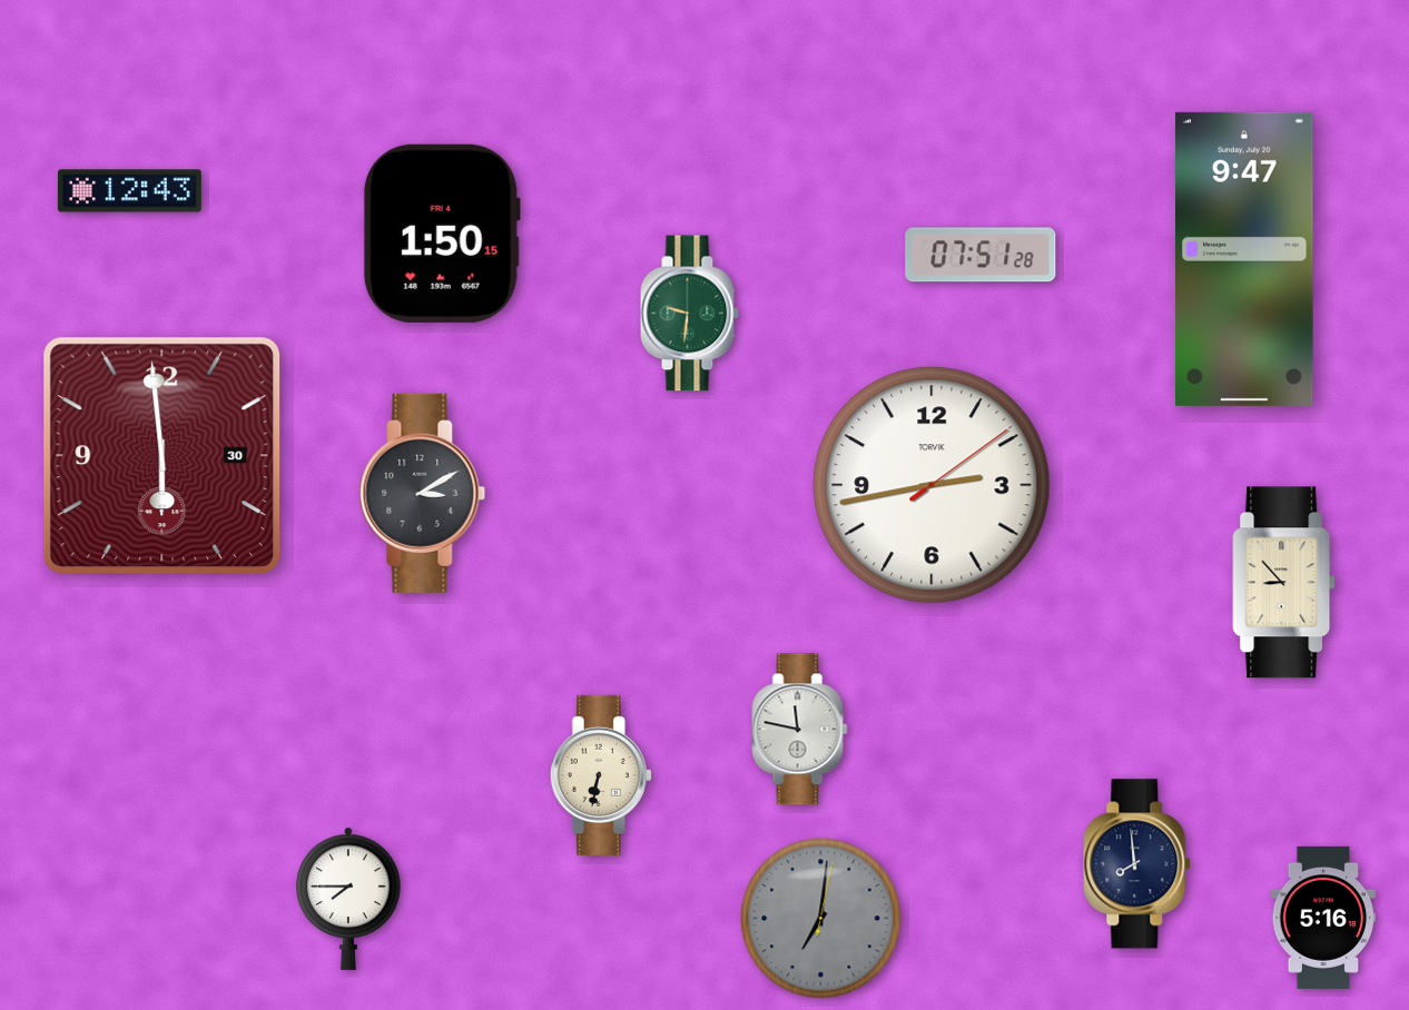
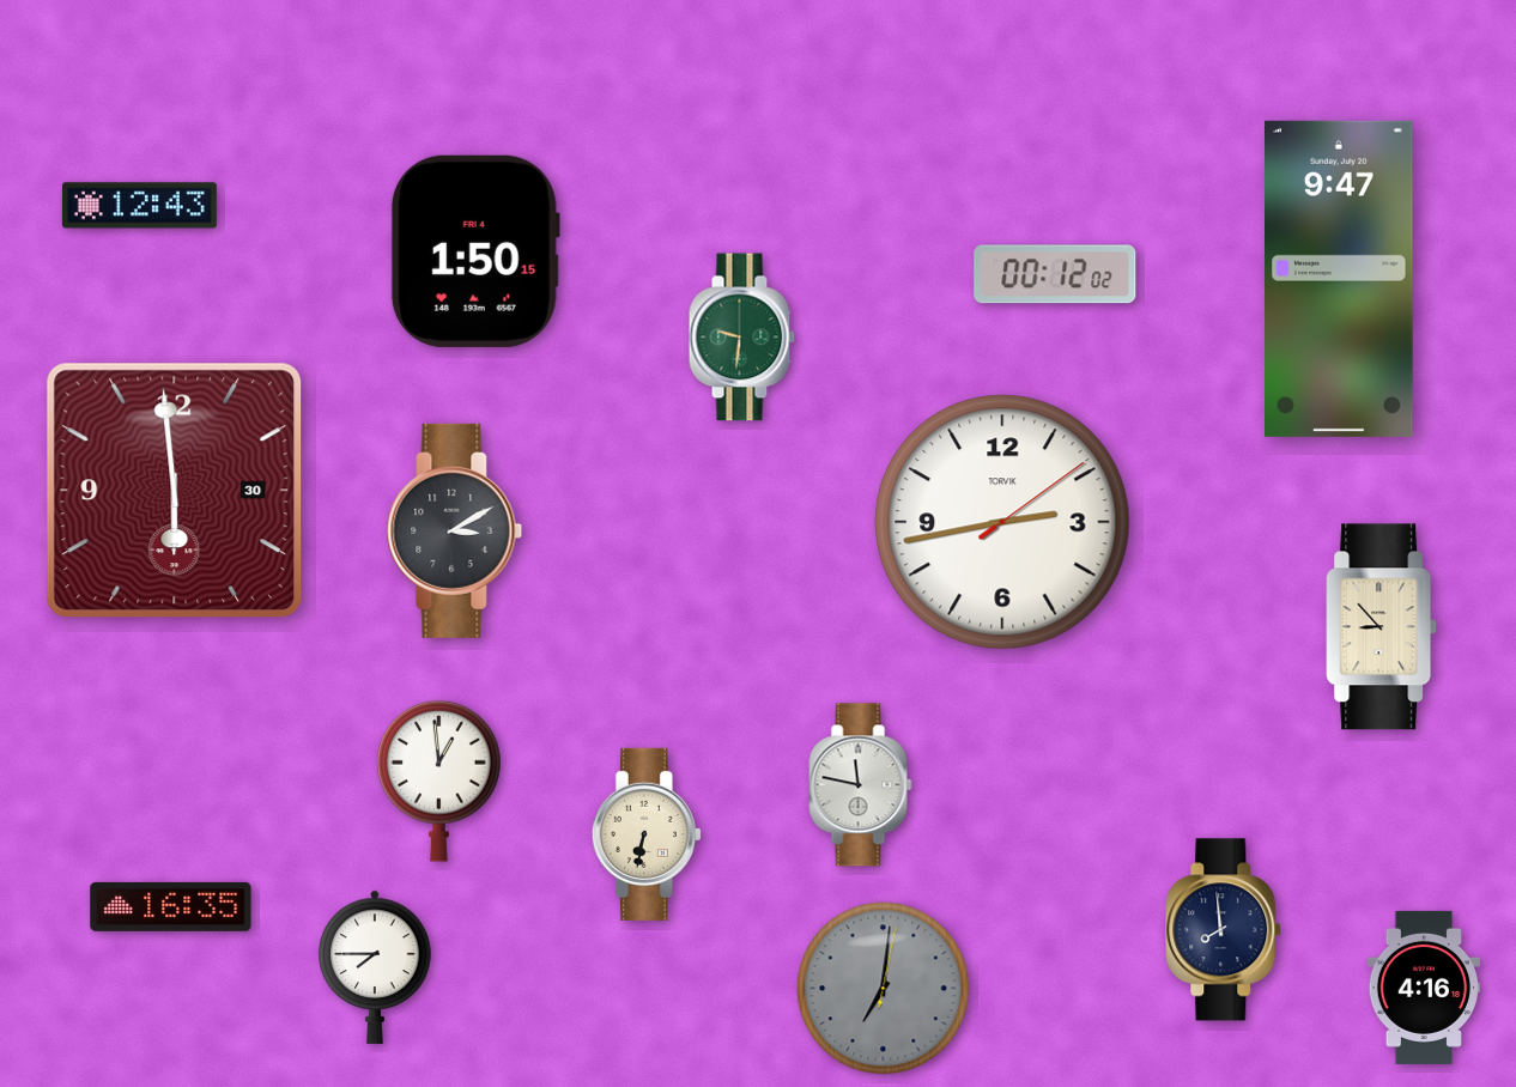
clock at (981, 255): 07:51 -> 00:12
clock at (439, 781): none -> 12:59
clock at (171, 906): none -> 16:35
clock at (1323, 918): 5:16 -> 4:16
